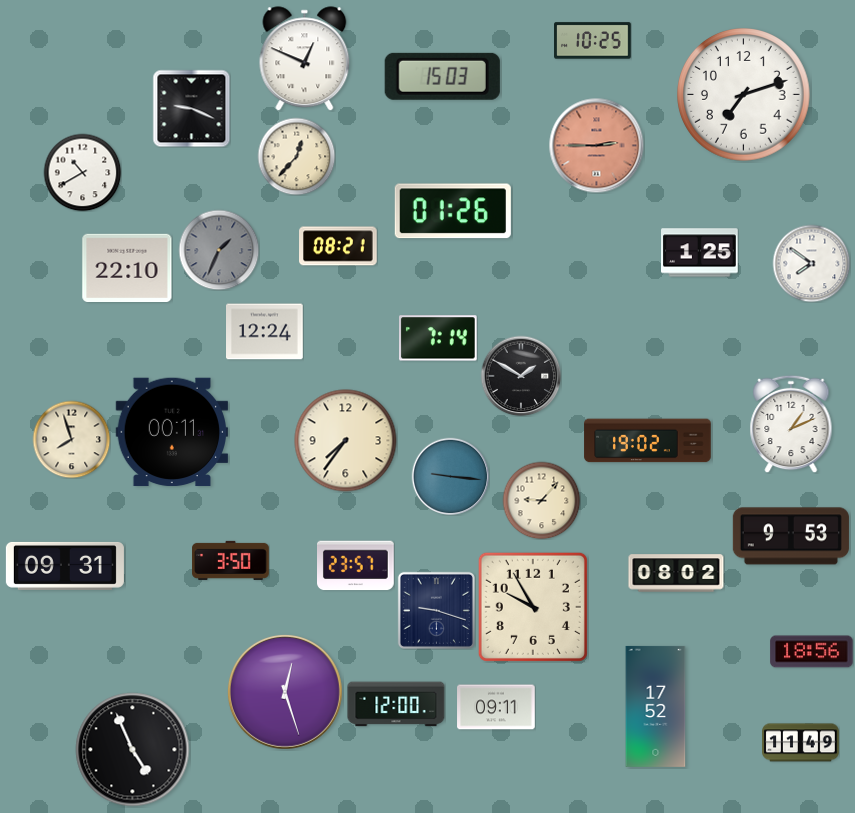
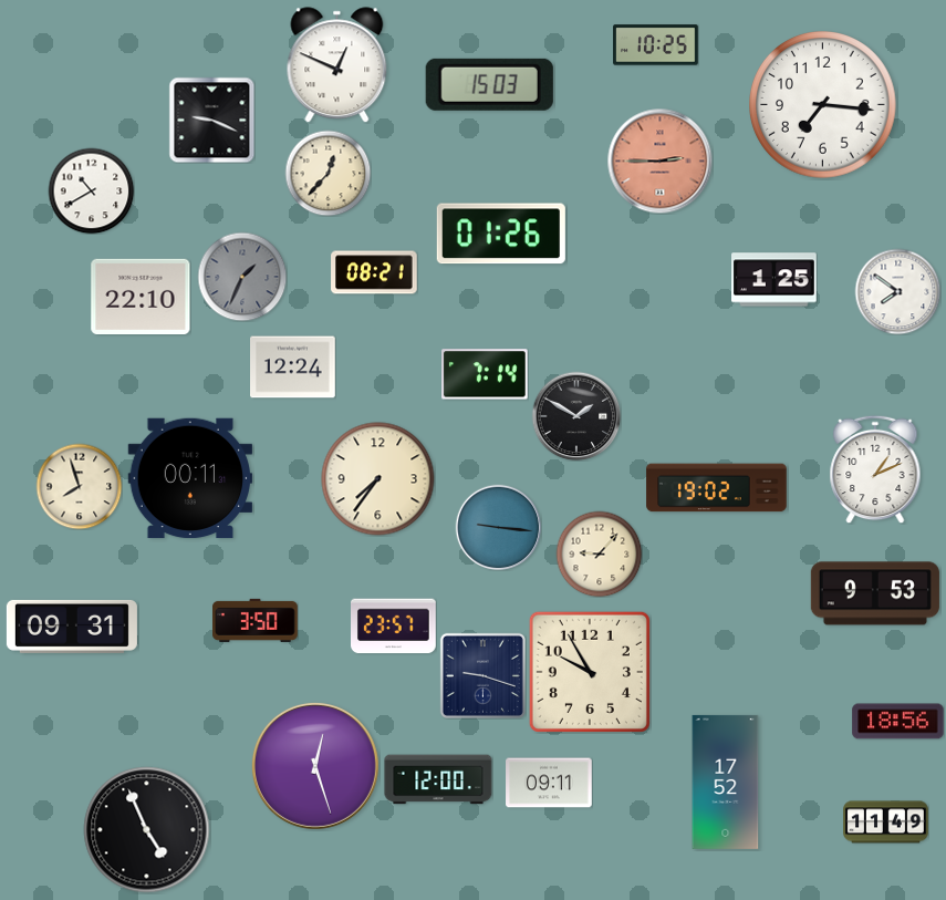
clock at (744, 95): 7:12 -> 7:16
clock at (346, 441) position: (346, 441) -> (378, 479)
clock at (676, 573): 08:02 -> none
